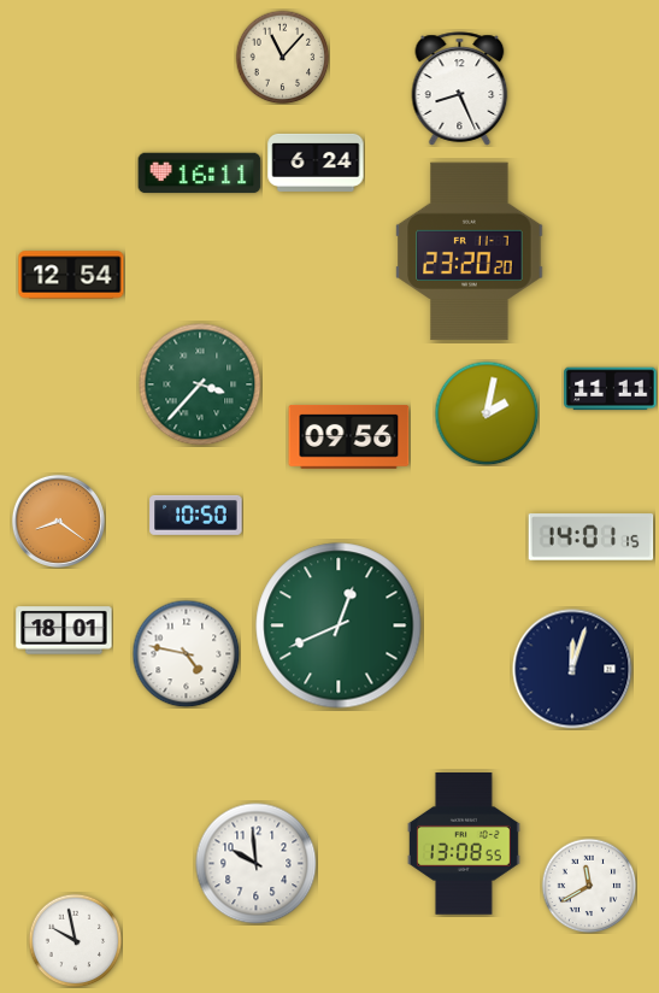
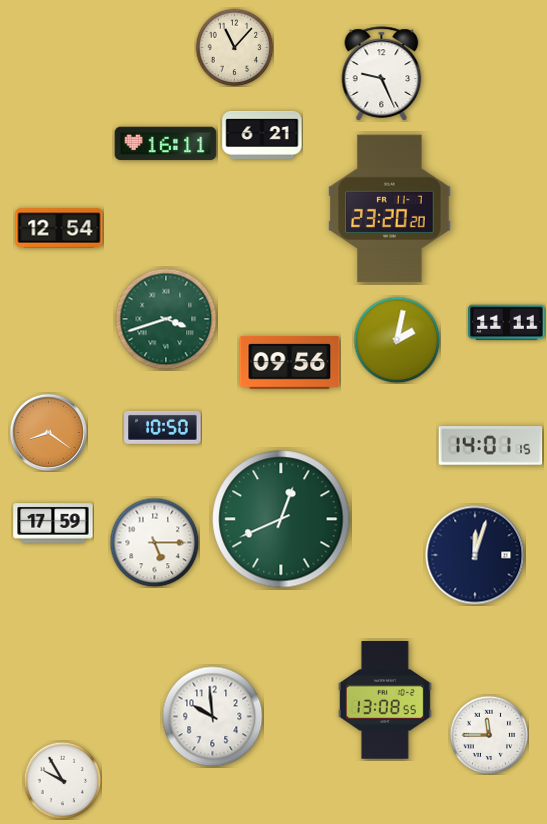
clock at (460, 89): 8:26 -> 9:26
clock at (316, 163): 6:24 -> 6:21
clock at (200, 384): 3:37 -> 3:42
clock at (487, 413) position: (487, 413) -> (397, 340)
clock at (64, 630): 18:01 -> 17:59
clock at (186, 653): 4:47 -> 5:15
clock at (589, 886): 11:40 -> 11:45
clock at (75, 940): 9:58 -> 9:55
